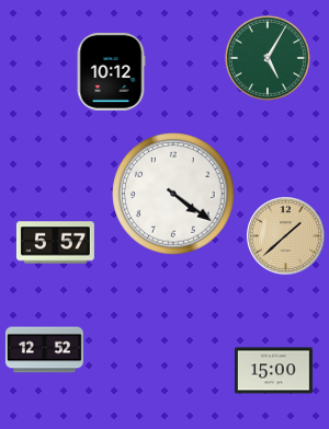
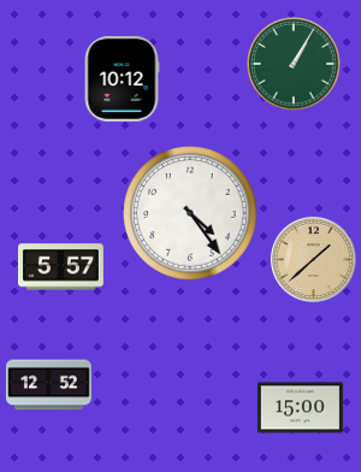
clock at (268, 58): 5:05 -> 1:05
clock at (173, 194): 4:21 -> 4:24
